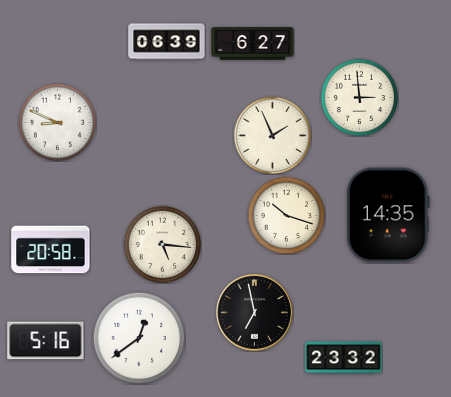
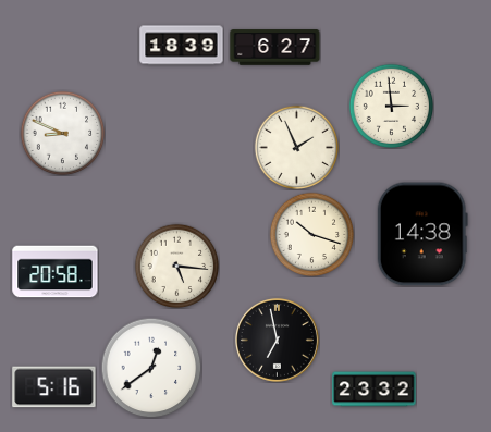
clock at (167, 42): 06:39 -> 18:39
clock at (388, 215): 14:35 -> 14:38
clock at (46, 341) position: (46, 341) -> (54, 387)
